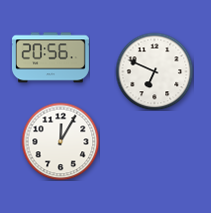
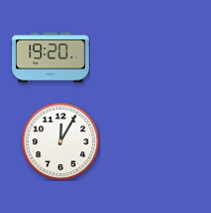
clock at (50, 58): 20:56 -> 19:20
clock at (154, 71): 6:49 -> none
